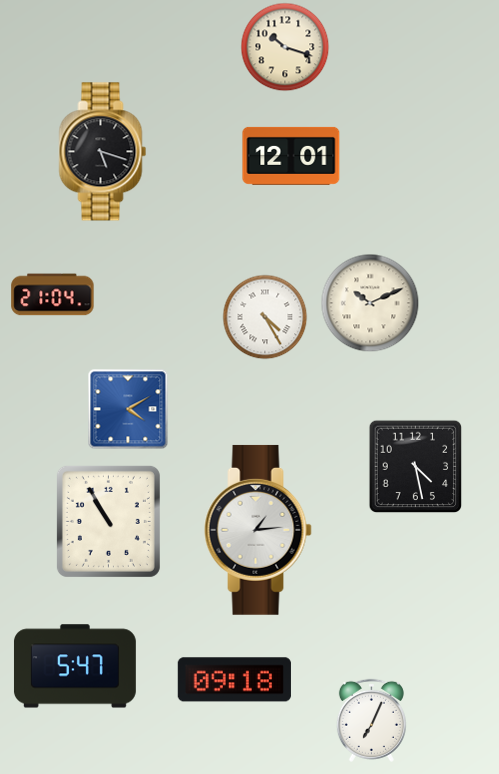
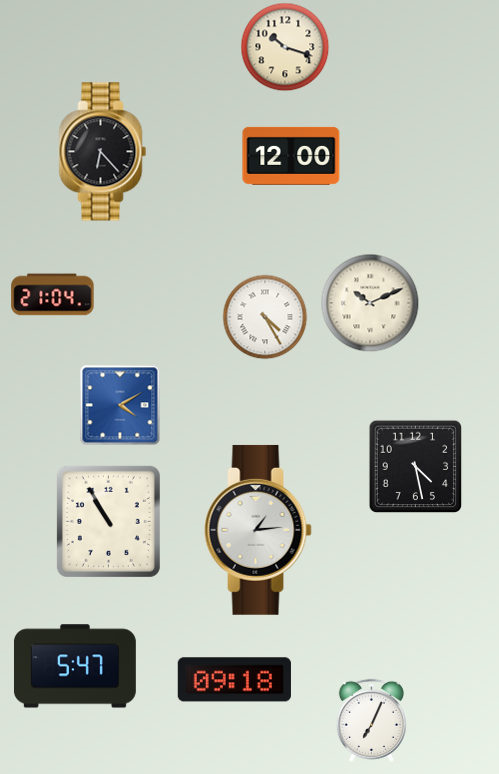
clock at (103, 152): 5:18 -> 6:23
clock at (291, 156): 12:01 -> 12:00
clock at (128, 409) position: (128, 409) -> (120, 405)
